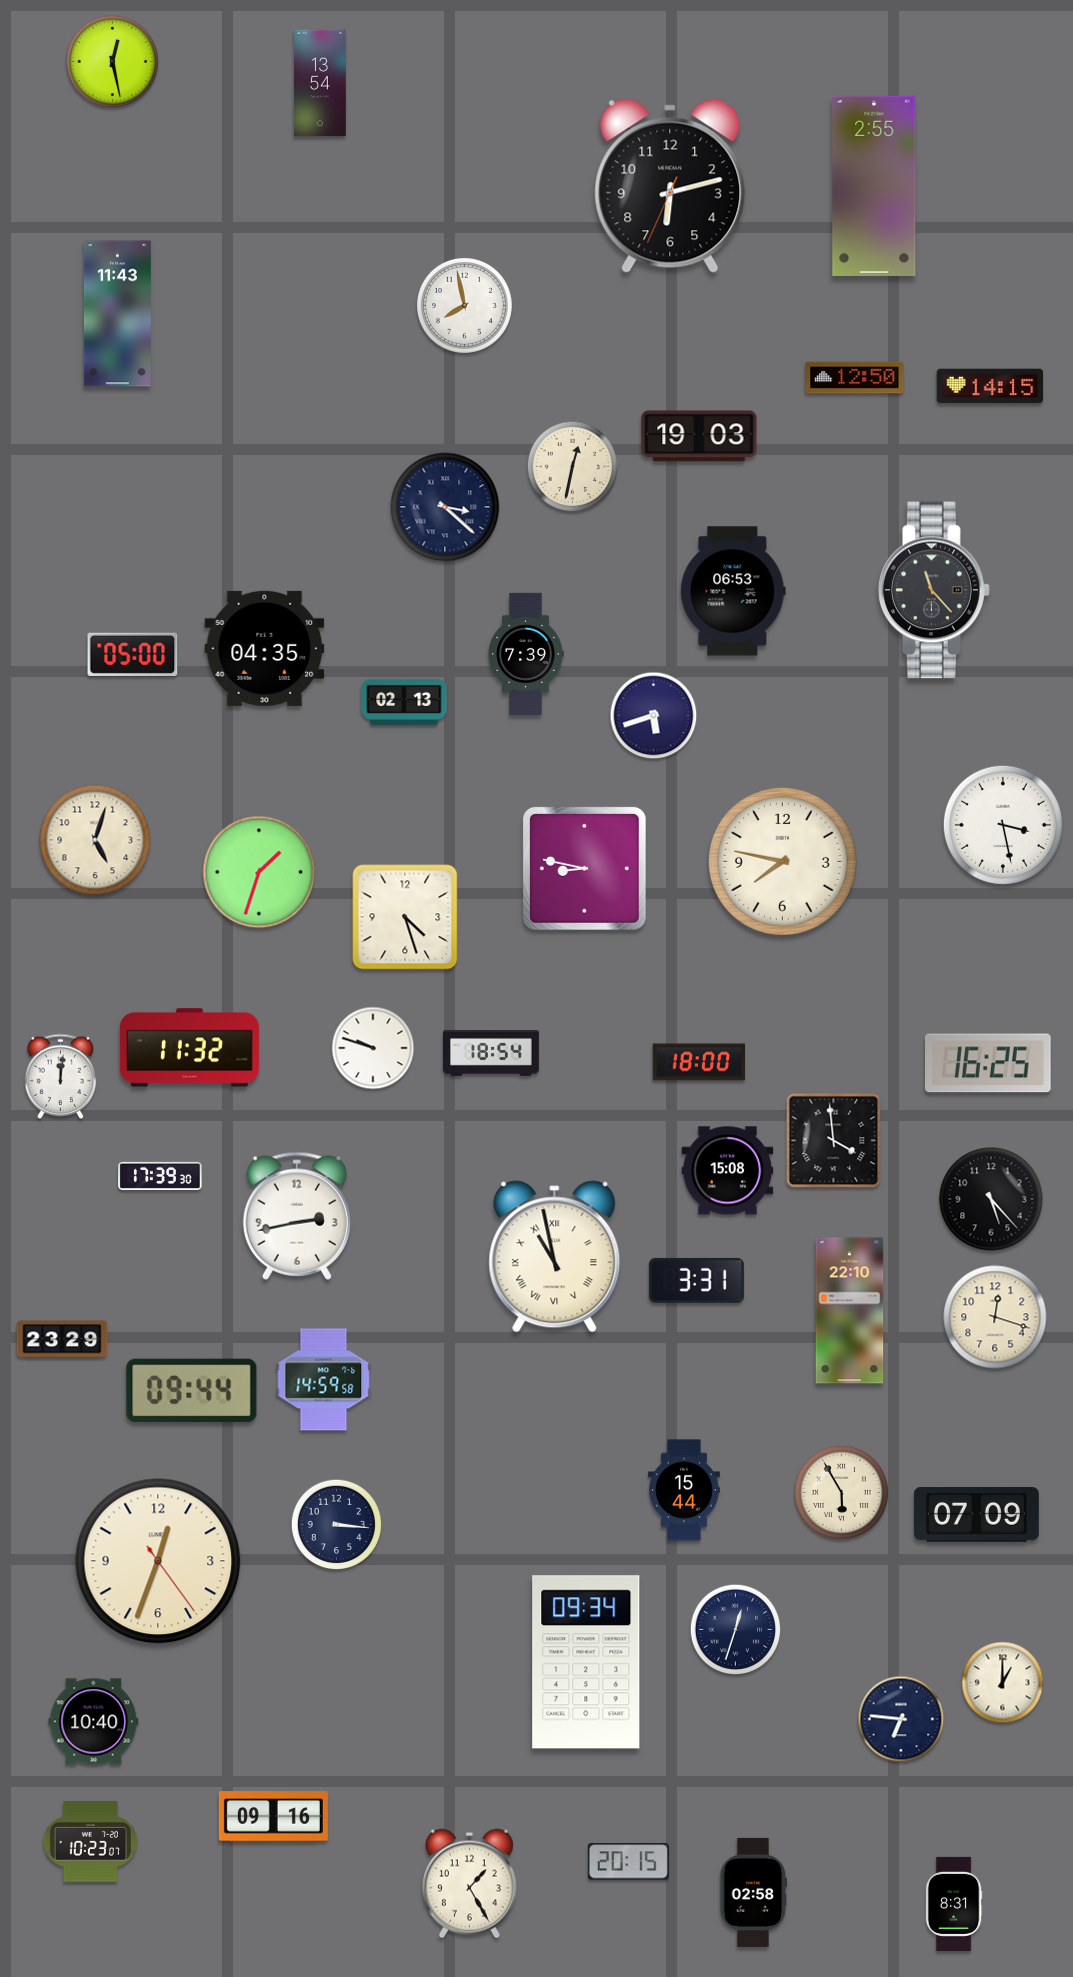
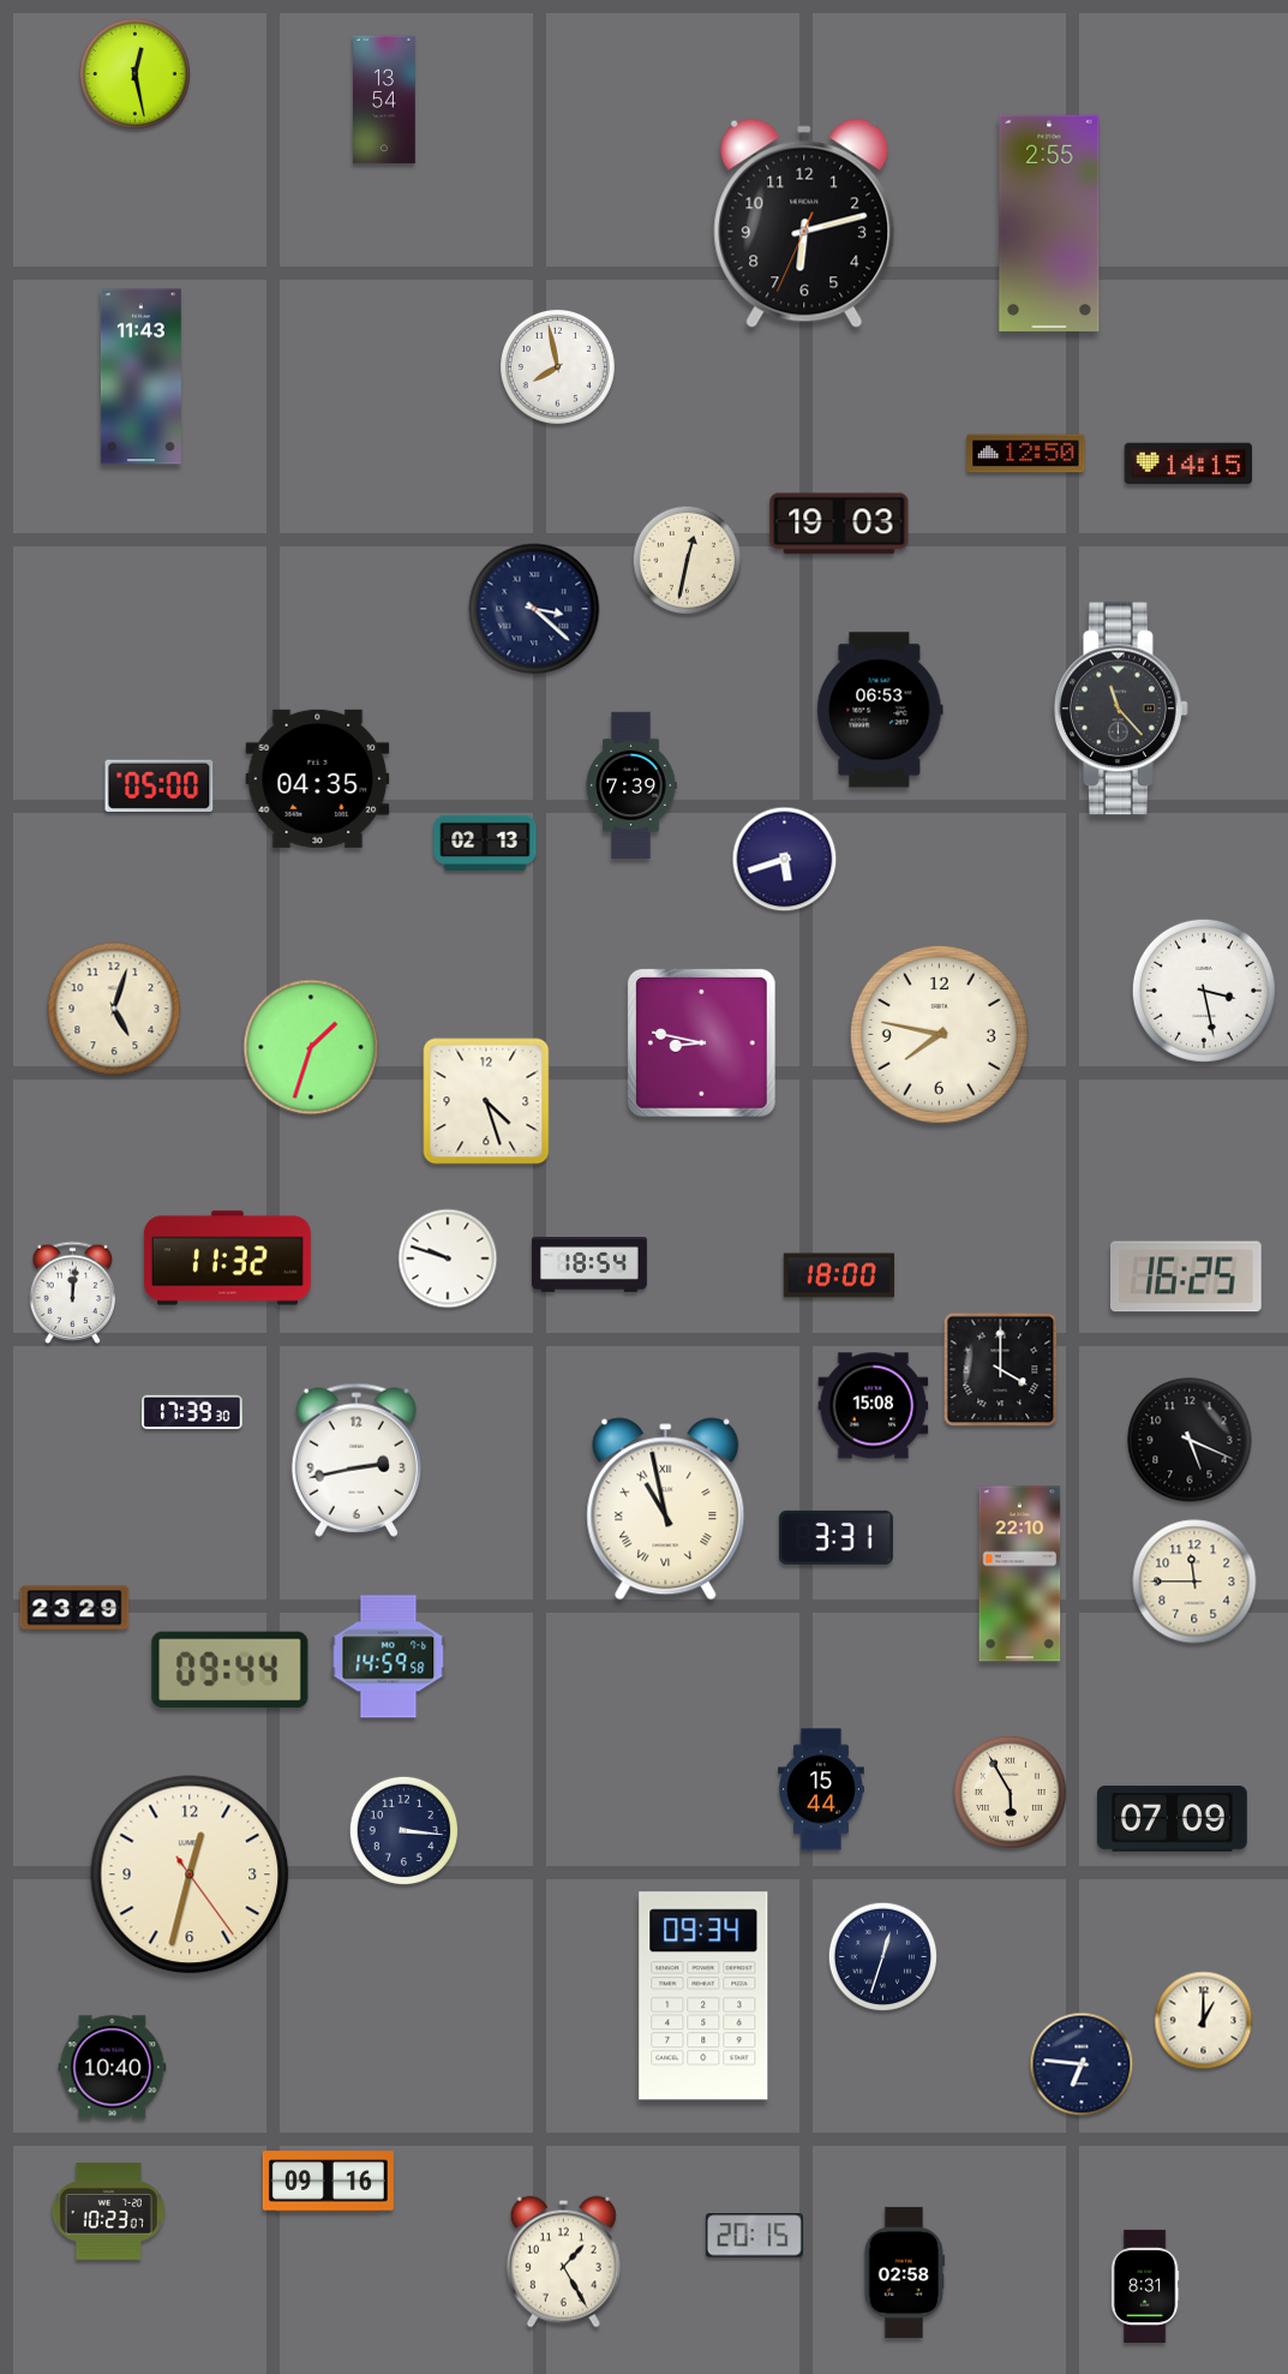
clock at (834, 1141): 3:59 -> 4:00
clock at (991, 1199): 5:23 -> 5:19
clock at (995, 1317): 12:18 -> 11:45
clock at (158, 1561): 12:33 -> 12:32
